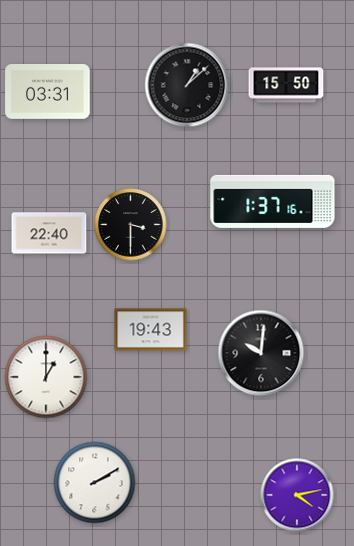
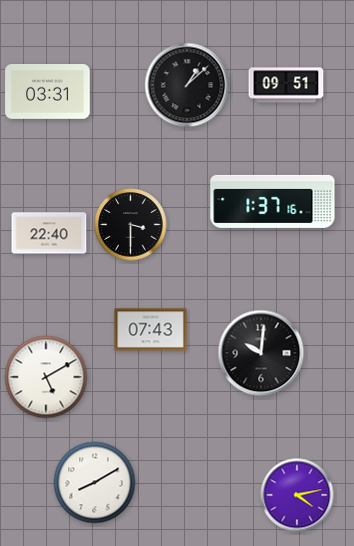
clock at (286, 85): 15:50 -> 09:51
clock at (151, 330): 19:43 -> 07:43
clock at (46, 377): 1:00 -> 5:10
clock at (95, 483): 2:10 -> 8:10
